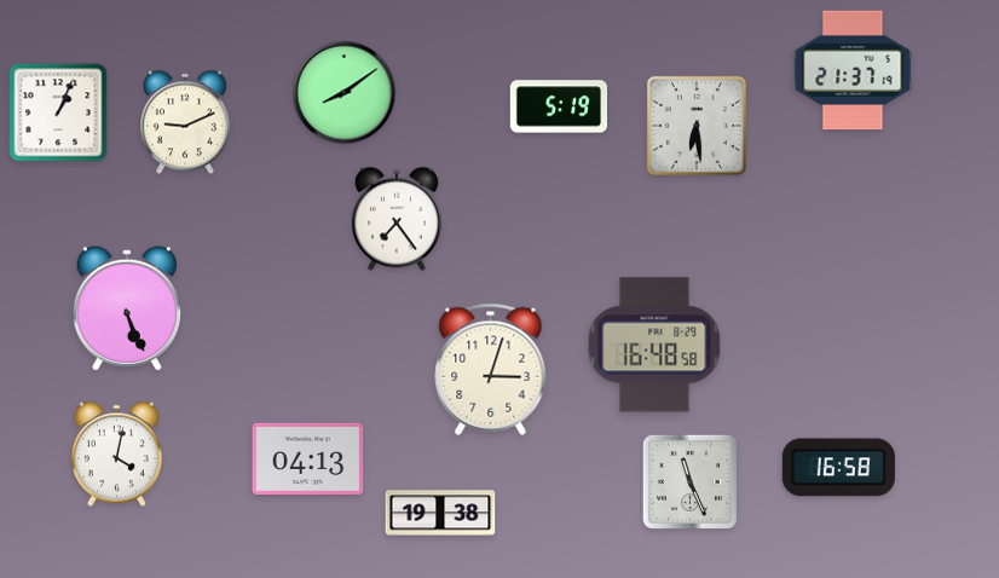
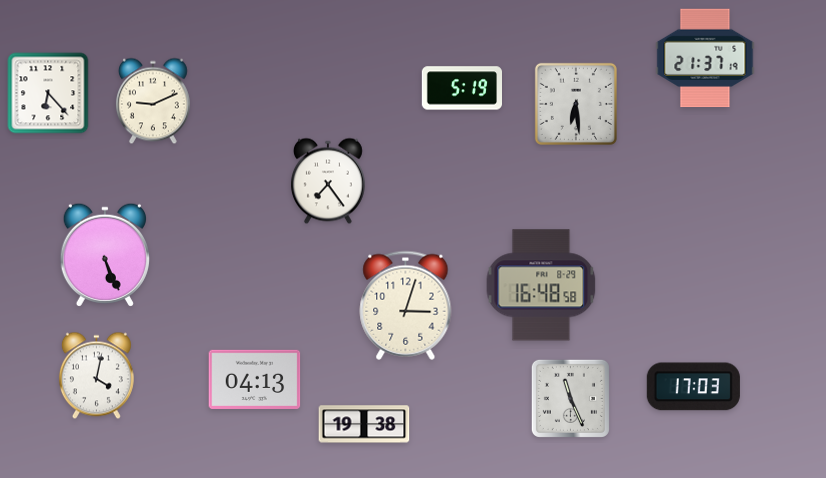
clock at (345, 93): 8:09 -> none
clock at (58, 112): 1:04 -> 6:23
clock at (838, 468): 16:58 -> 17:03
